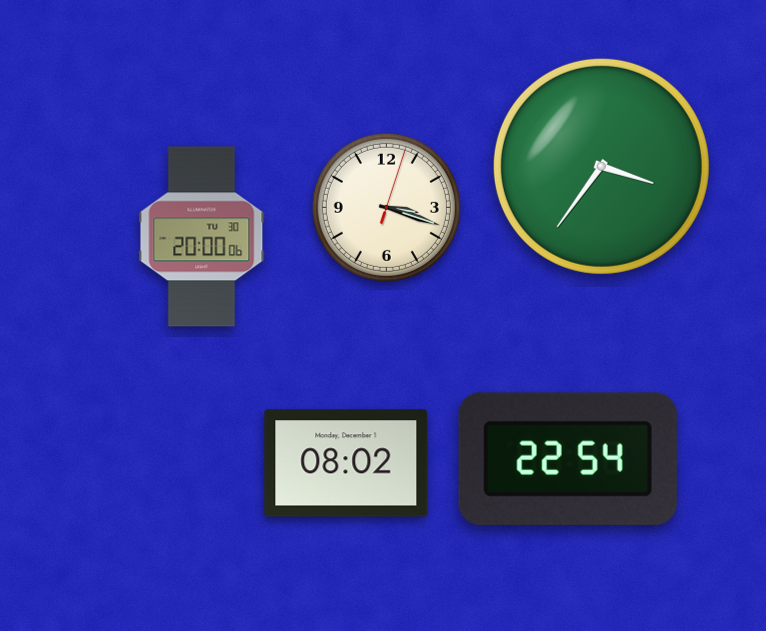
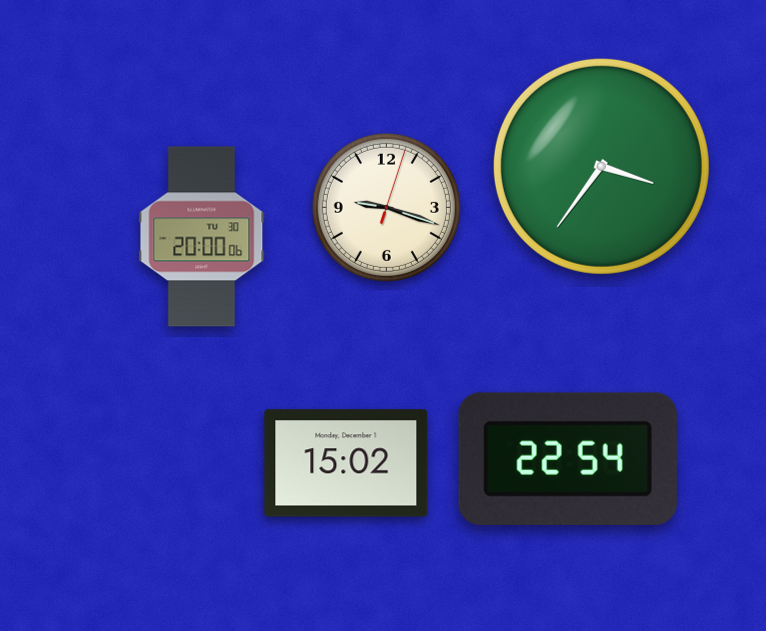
clock at (386, 207): 3:18 -> 9:18
clock at (346, 463): 08:02 -> 15:02
